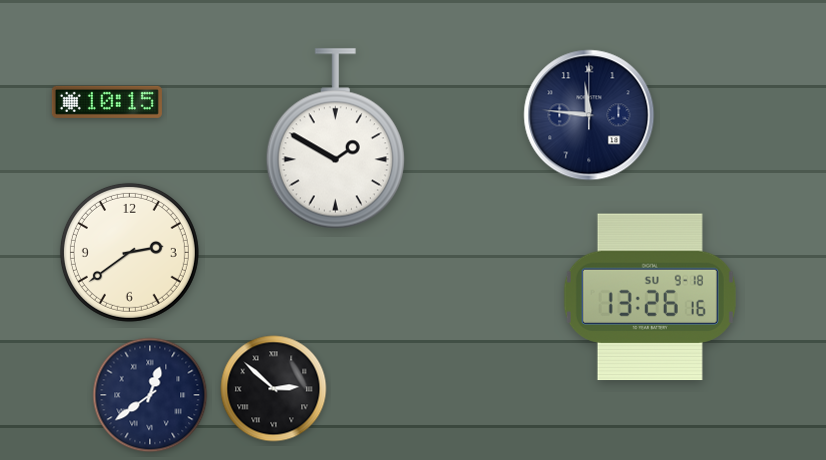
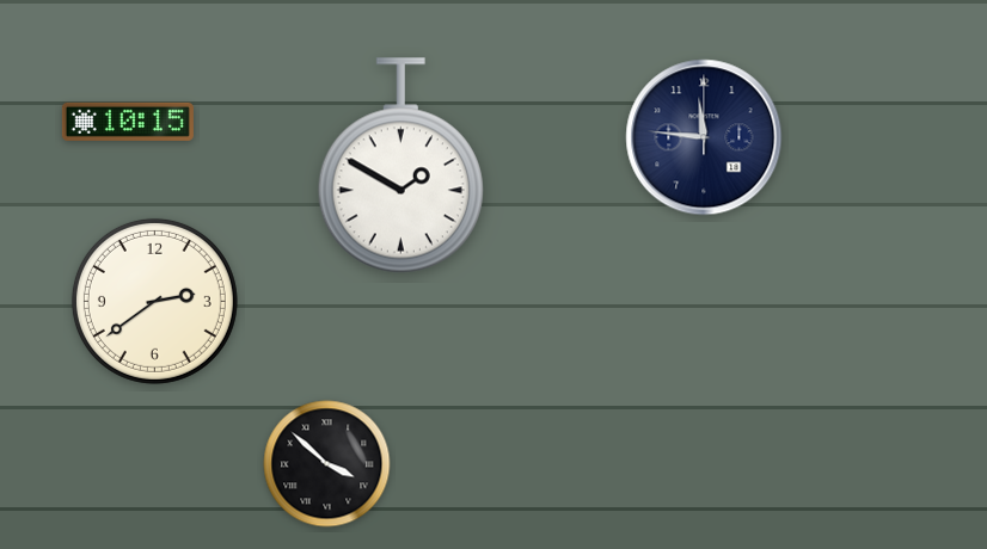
clock at (650, 297): 13:26 -> none
clock at (274, 389): 2:52 -> 3:52
clock at (150, 395): 12:39 -> none
